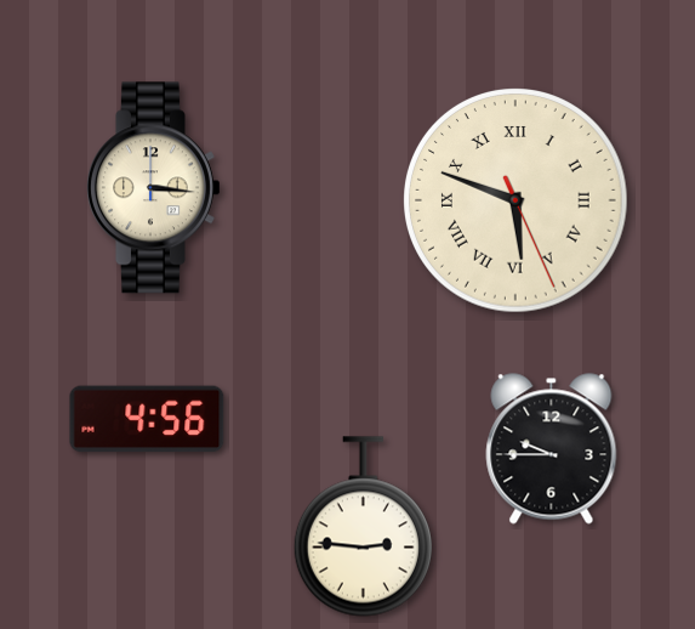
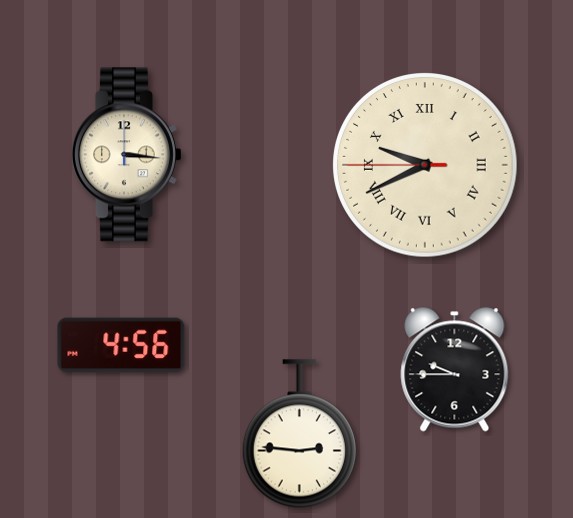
clock at (515, 200): 5:48 -> 9:40
